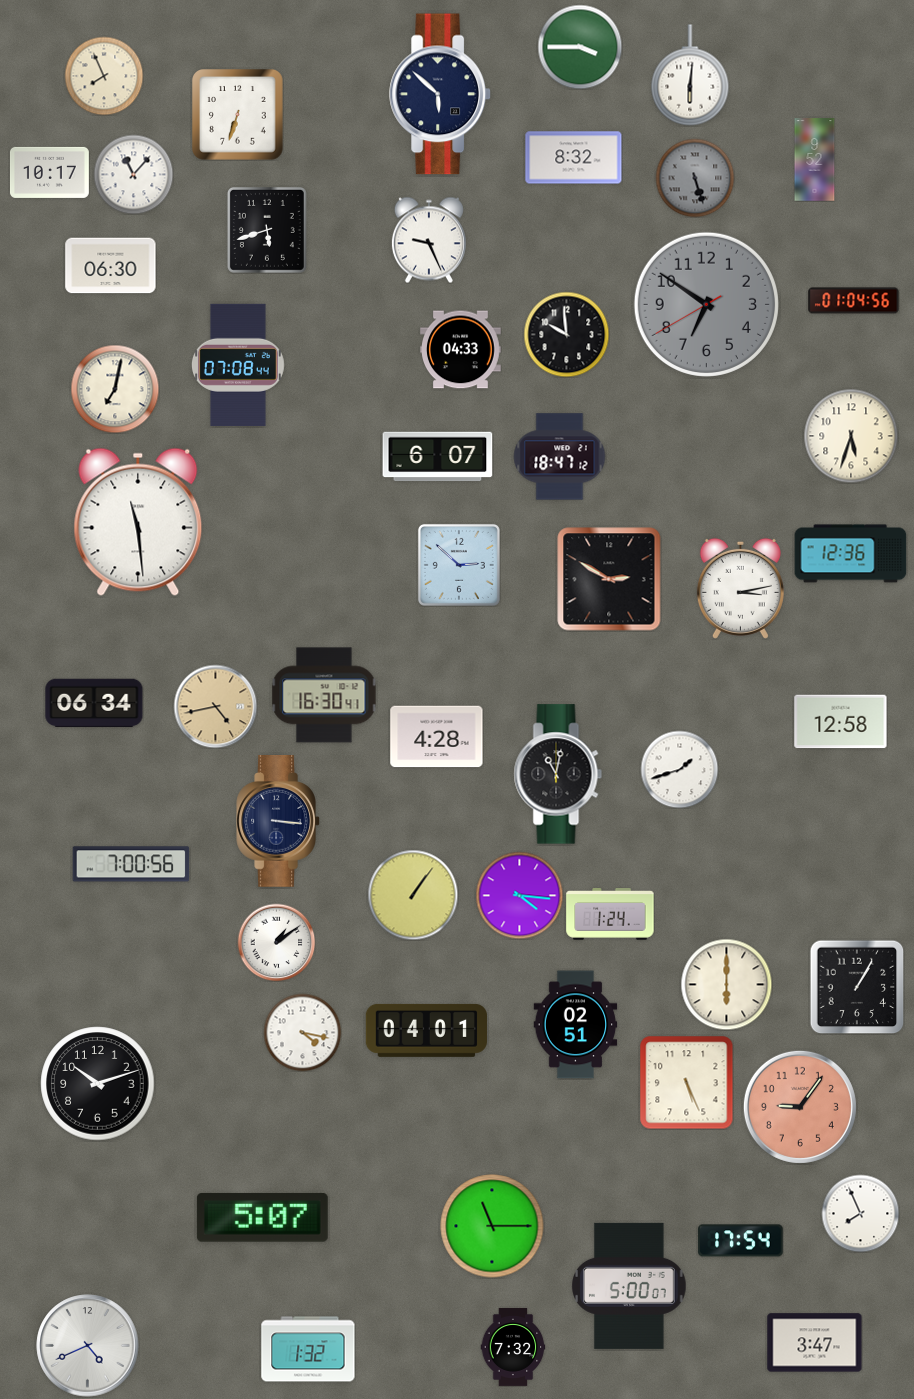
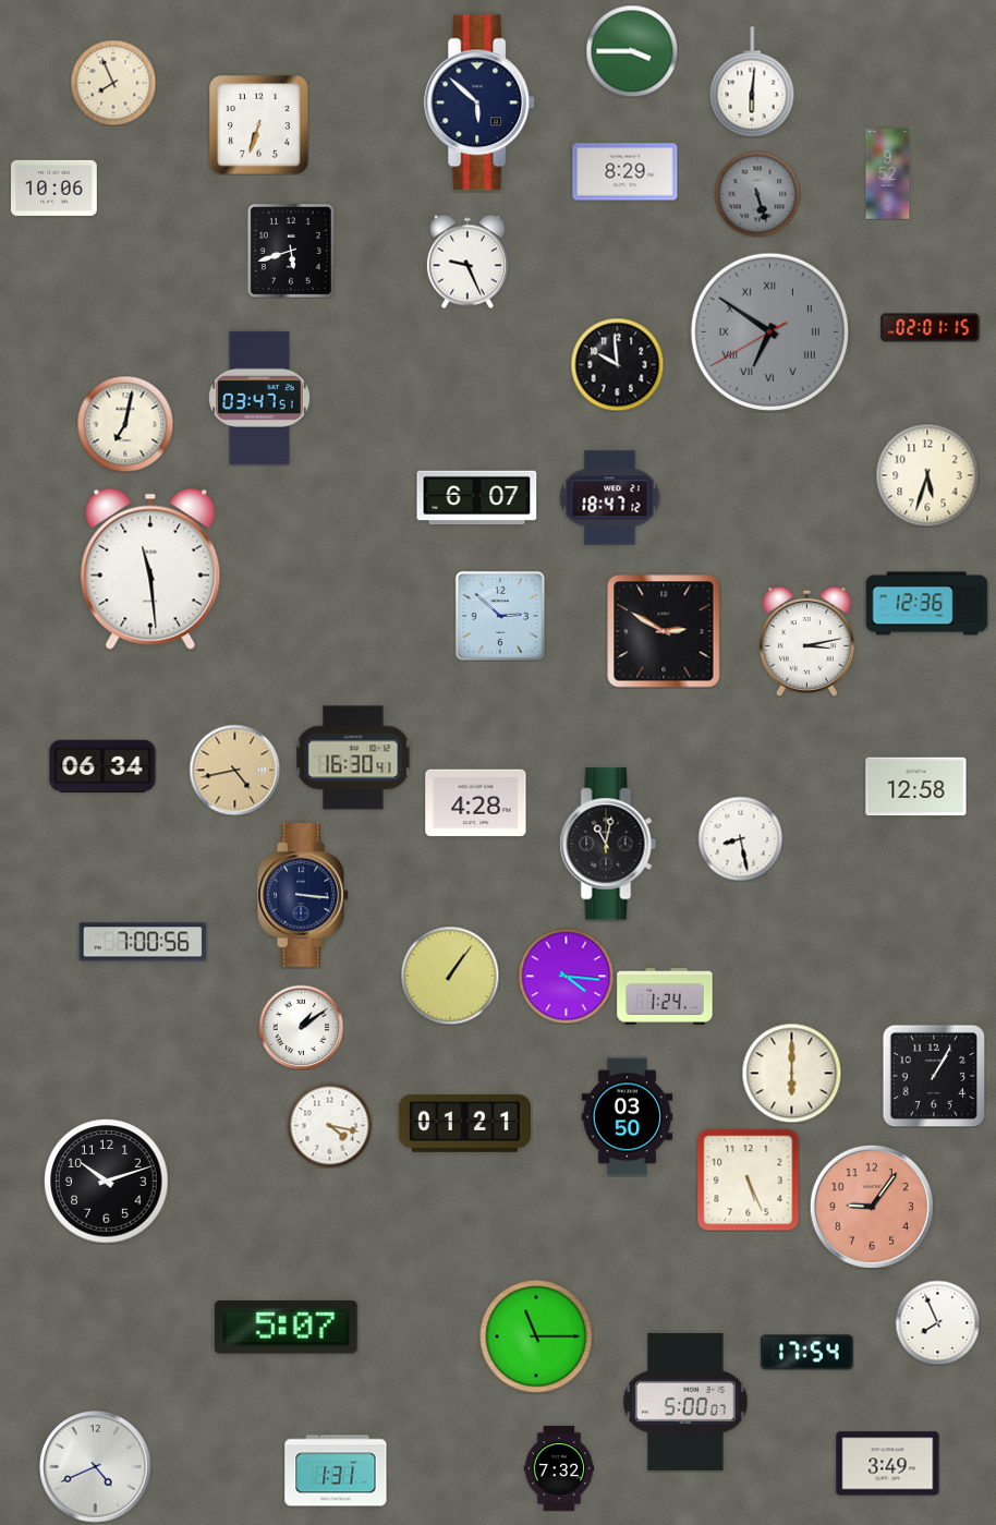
clock at (574, 158): 8:32 -> 8:29
clock at (49, 172): 10:17 -> 10:06
clock at (133, 174): 11:07 -> none
clock at (111, 266): 06:30 -> none
clock at (854, 301): 01:04 -> 02:01
clock at (706, 304) numerals: Arabic -> Roman
clock at (461, 350): 04:33 -> none
clock at (238, 365): 07:08 -> 03:47
clock at (679, 769): 1:42 -> 8:28
clock at (576, 1025): 02:51 -> 03:50
clock at (426, 1030): 04:01 -> 01:21
clock at (815, 1343): 3:47 -> 3:49
clock at (308, 1349): 1:32 -> 1:31
